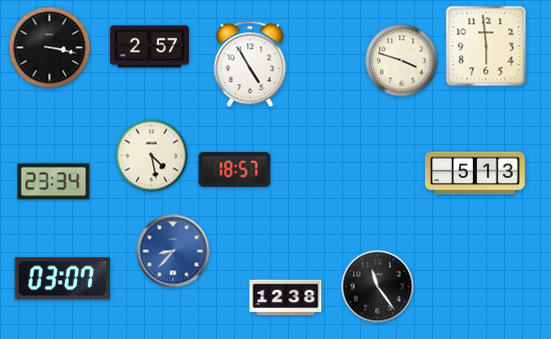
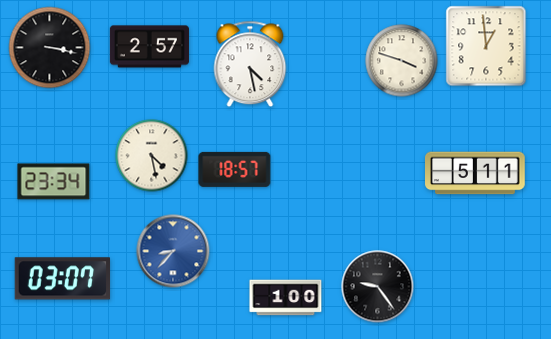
clock at (486, 46): 5:59 -> 12:59
clock at (250, 64): 4:55 -> 4:28
clock at (476, 173): 5:13 -> 5:11
clock at (378, 287): 11:24 -> 9:24
clock at (286, 298): 12:38 -> 1:00
